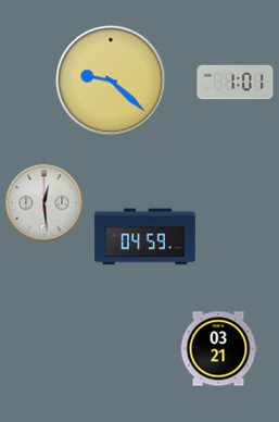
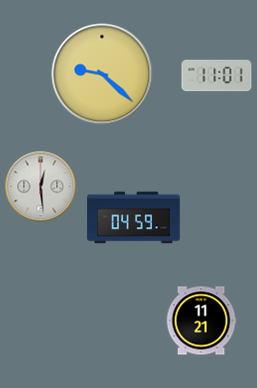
clock at (236, 83): 1:01 -> 11:01
clock at (218, 349): 03:21 -> 11:21
